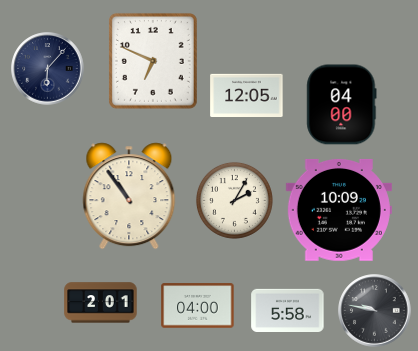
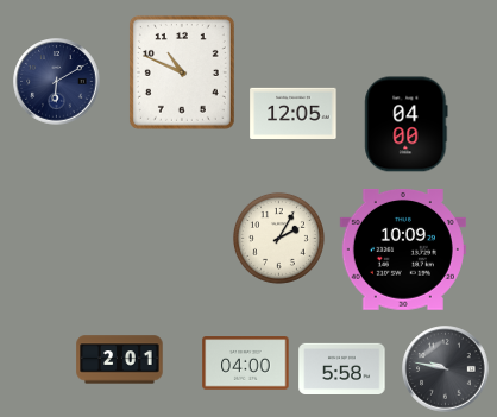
clock at (153, 61): 6:49 -> 10:49
clock at (48, 69): 6:07 -> 6:10
clock at (129, 196): 10:54 -> none
clock at (198, 306) position: (198, 306) -> (246, 364)
